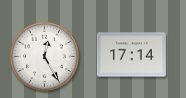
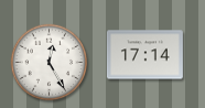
clock at (131, 55) position: (131, 55) -> (144, 55)
